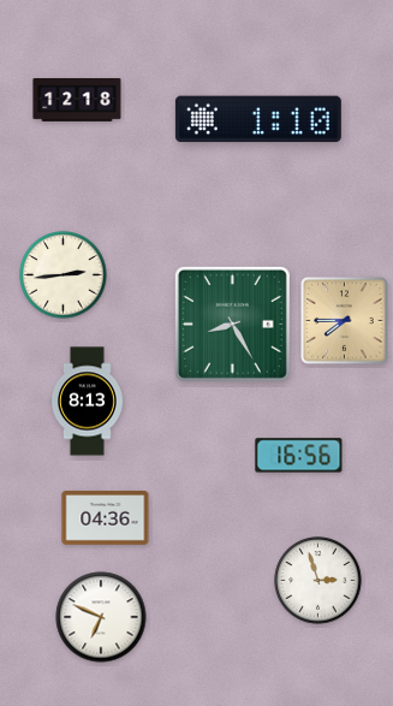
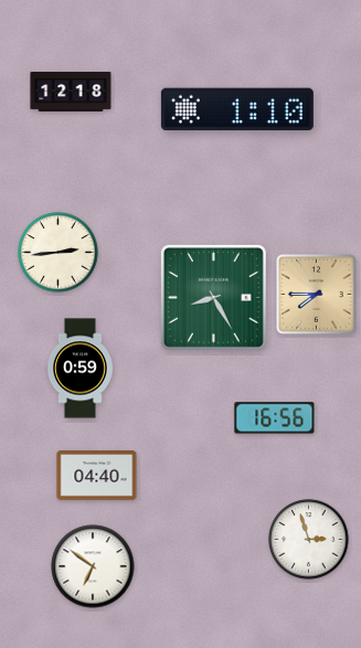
clock at (87, 402): 8:13 -> 0:59
clock at (106, 518): 04:36 -> 04:40
clock at (318, 581) position: (318, 581) -> (309, 540)
clock at (101, 617): 6:49 -> 6:51
